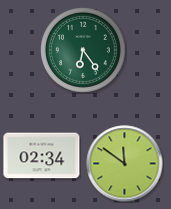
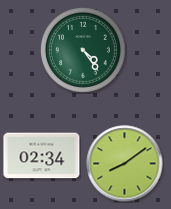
clock at (83, 50): 6:24 -> 4:24
clock at (125, 164): 11:51 -> 8:09
